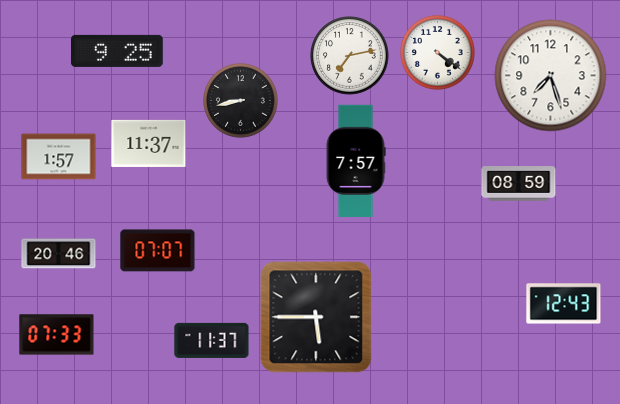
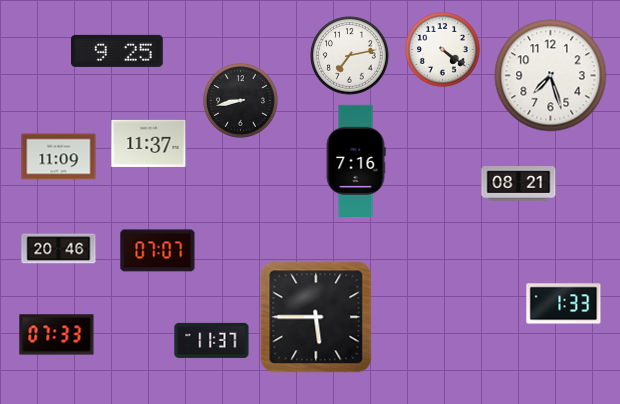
clock at (438, 53) position: (438, 53) -> (443, 50)
clock at (59, 157): 1:57 -> 11:09
clock at (356, 160): 7:57 -> 7:16
clock at (519, 184): 08:59 -> 08:21
clock at (59, 254) position: (59, 254) -> (59, 249)
clock at (564, 304): 12:43 -> 1:33
